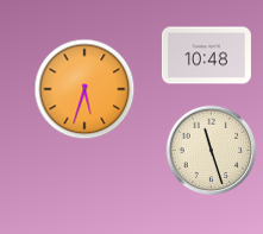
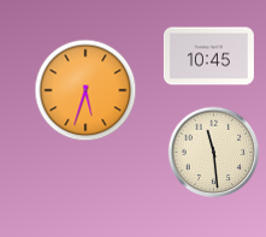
clock at (206, 56): 10:48 -> 10:45
clock at (212, 151): 11:27 -> 11:29
